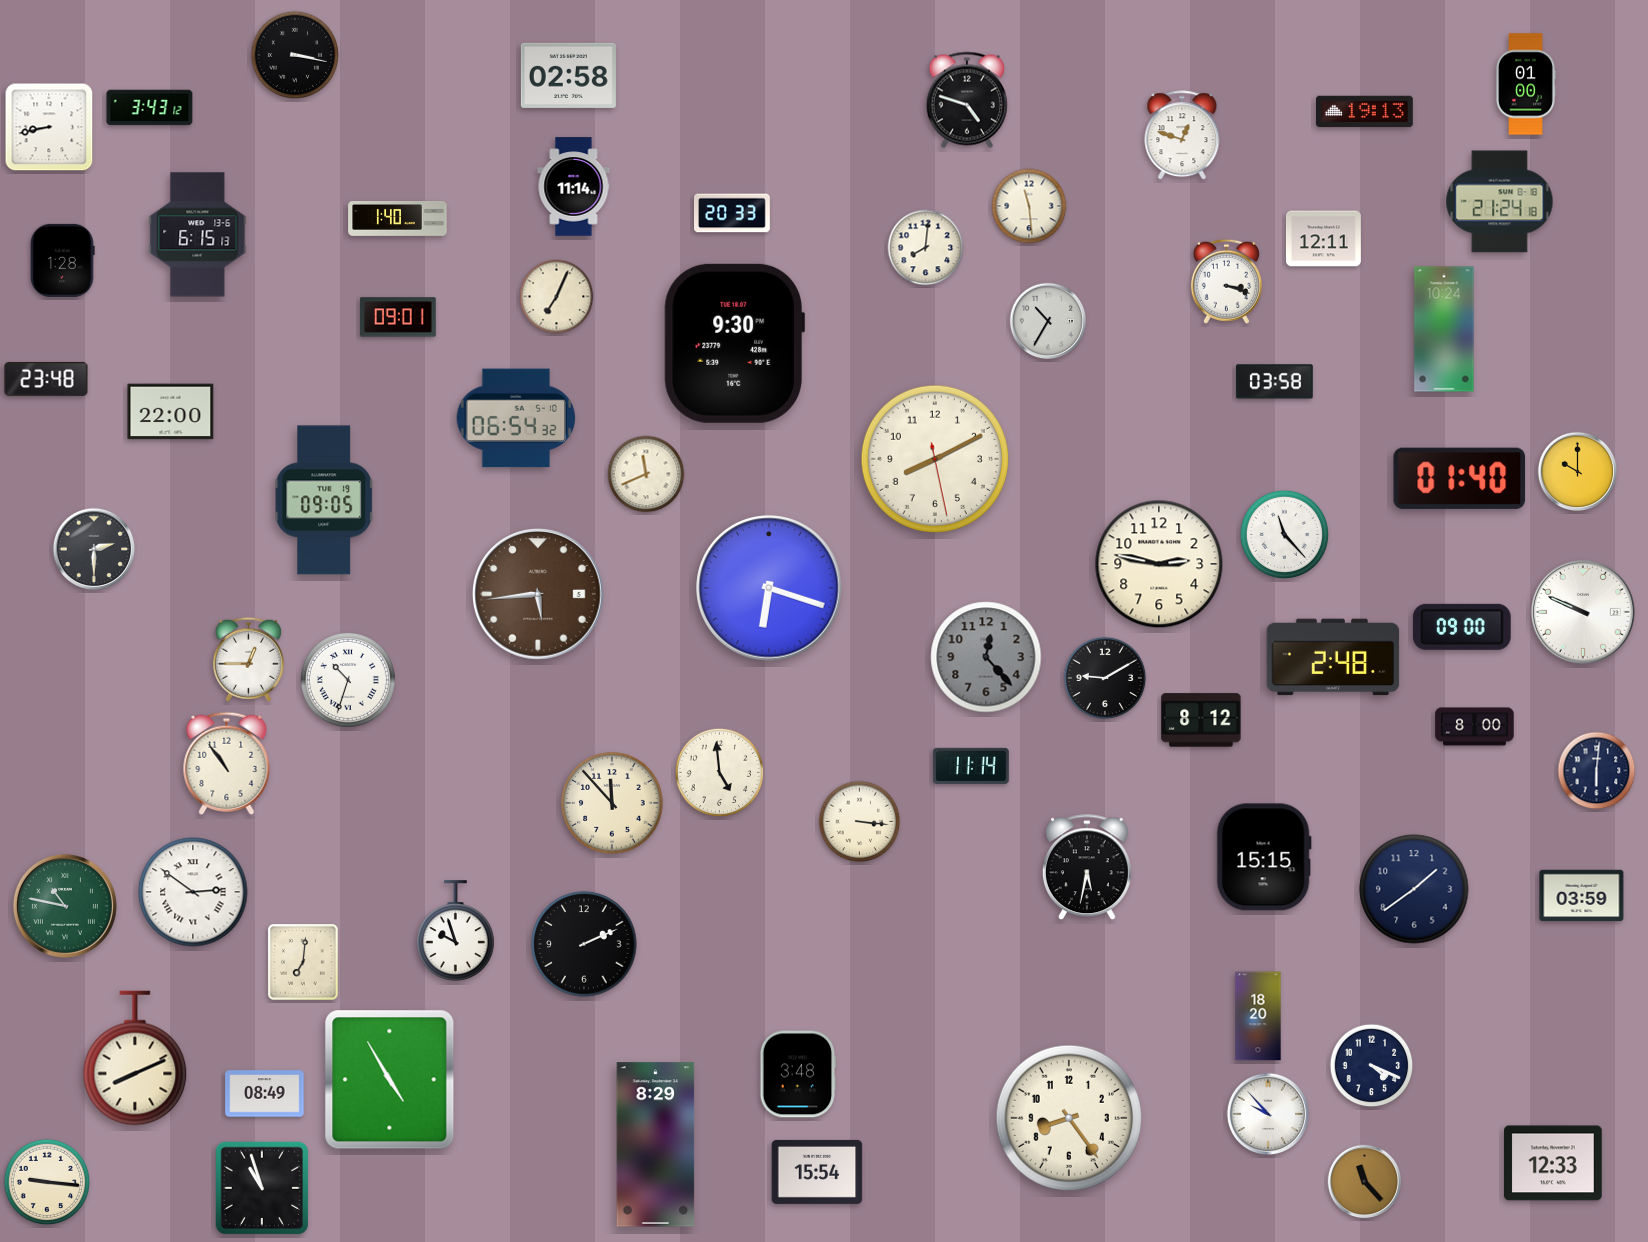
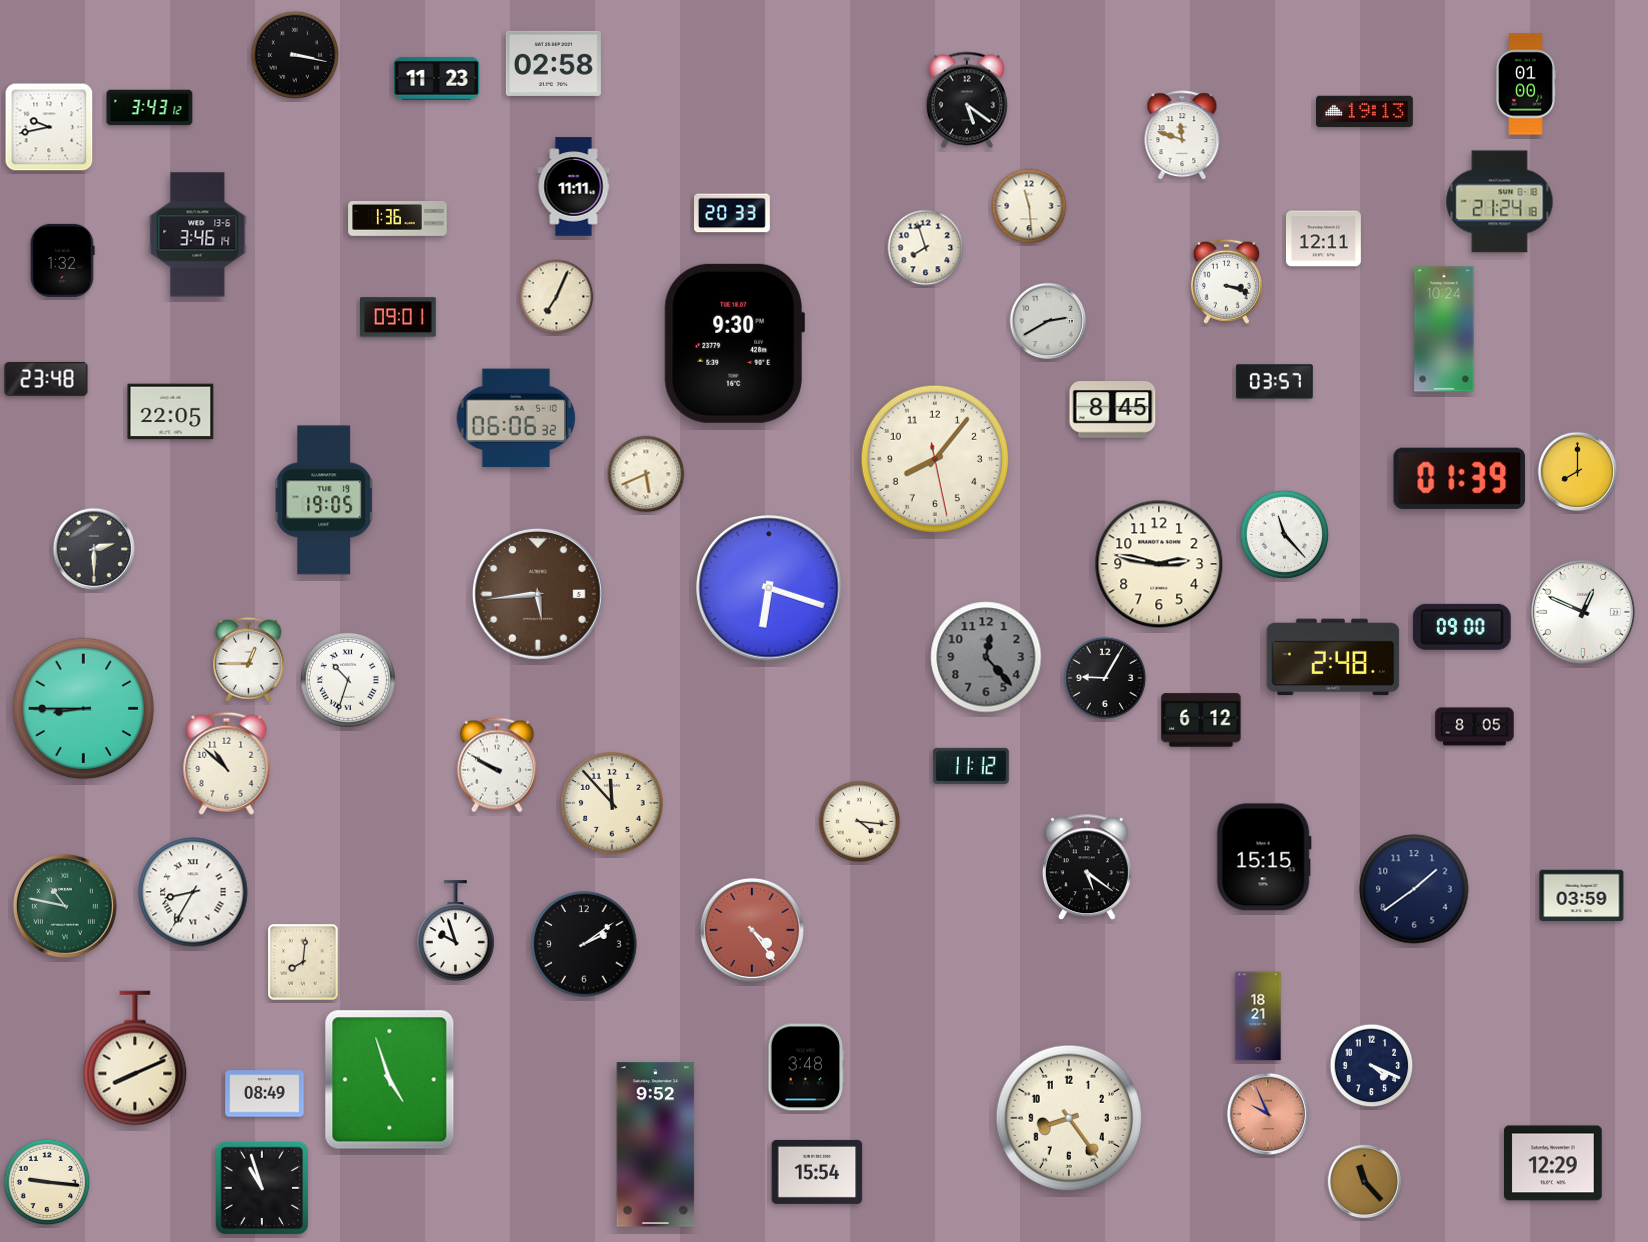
clock at (568, 75) position: (568, 75) -> (553, 63)
clock at (437, 78): none -> 11:23
clock at (967, 100): 4:48 -> 5:21
clock at (49, 127): 8:43 -> 9:43
clock at (1182, 136): 12:48 -> 11:48
clock at (574, 187): 11:14 -> 11:11
clock at (398, 219): 1:40 -> 1:36
clock at (198, 235): 6:15 -> 3:46
clock at (926, 248): 8:01 -> 7:57
clock at (63, 260): 1:28 -> 1:32
clock at (1048, 321): 10:35 -> 2:40
clock at (1275, 382): 03:58 -> 03:57
clock at (1113, 410): none -> 8:45
clock at (171, 412): 22:00 -> 22:05
clock at (516, 418): 06:54 -> 06:06
clock at (935, 459): 8:10 -> 8:06
clock at (1578, 472): 10:00 -> 8:00
clock at (646, 474): 11:41 -> 5:41
clock at (1460, 478): 01:40 -> 01:39
clock at (325, 500): 09:05 -> 19:05
clock at (1583, 612): 9:49 -> 12:49
clock at (1105, 678): 9:10 -> 9:05
clock at (84, 709): none -> 8:45
clock at (1201, 720): 8:12 -> 6:12
clock at (1475, 727): 8:00 -> 8:05
clock at (227, 763): 10:54 -> 10:52
clock at (497, 765): none -> 9:50
clock at (971, 766): 11:14 -> 11:12
clock at (1597, 771): 6:01 -> none
clock at (719, 772): 4:59 -> none
clock at (860, 822): 3:16 -> 4:16
clock at (1087, 868): 5:32 -> 5:21
clock at (193, 892): 2:51 -> 8:35
clock at (752, 930): none -> 4:24
clock at (584, 944): 2:11 -> 2:09
clock at (304, 963): 7:01 -> 8:01
clock at (1258, 1016): 18:20 -> 18:21
clock at (798, 1074) position: (798, 1074) -> (806, 1067)
clock at (390, 1080): 4:55 -> 4:57
clock at (1267, 1113): 9:53 -> 9:56
clock at (1267, 1113) dial: white -> salmon
clock at (656, 1145): 8:29 -> 9:52
clock at (1554, 1163): 12:33 -> 12:29
